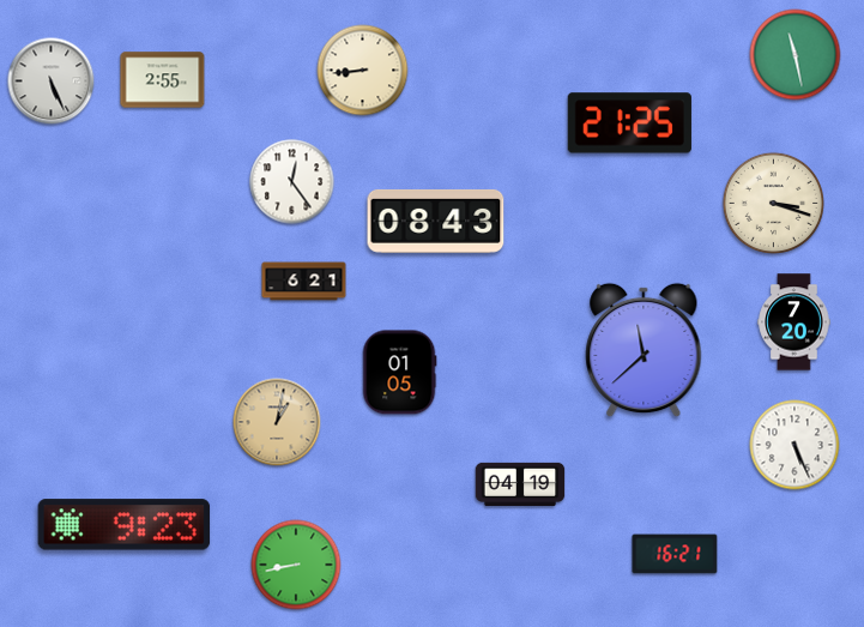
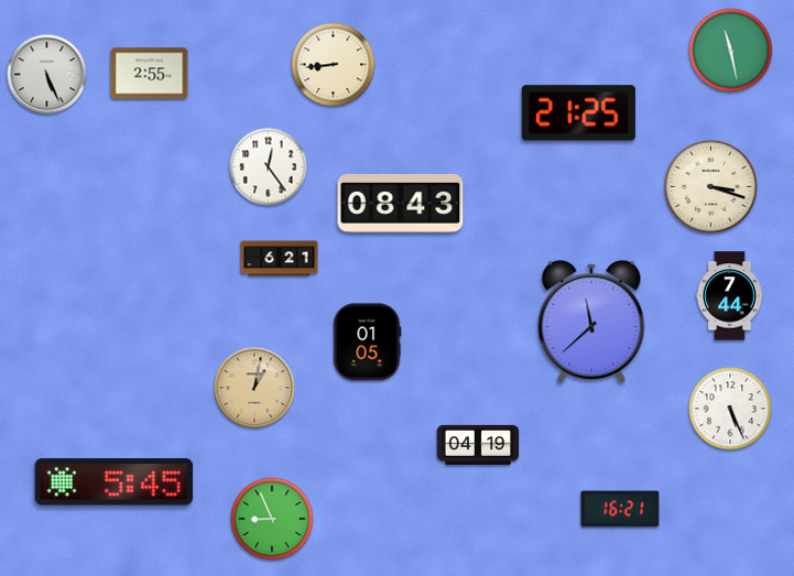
clock at (794, 322): 7:20 -> 7:44
clock at (125, 525): 9:23 -> 5:45
clock at (296, 565): 8:43 -> 8:56
